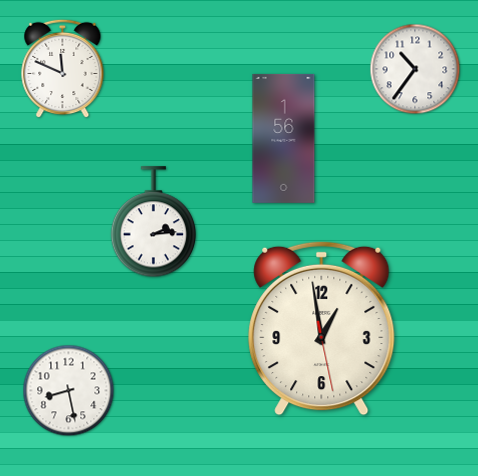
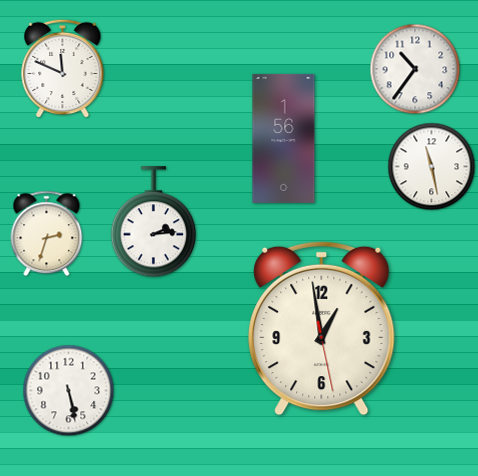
clock at (432, 167): none -> 11:28
clock at (47, 234): none -> 2:33
clock at (69, 391): 8:28 -> 5:28
